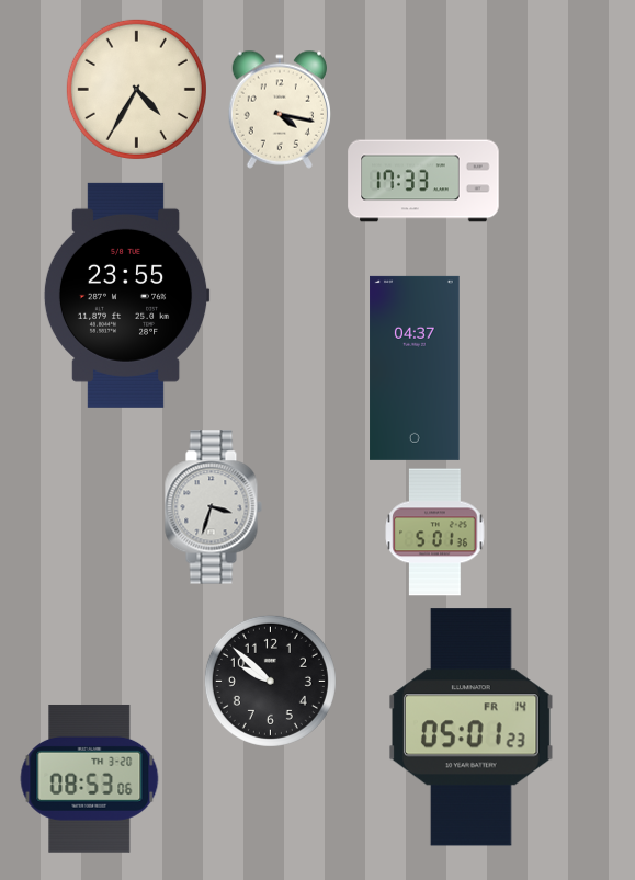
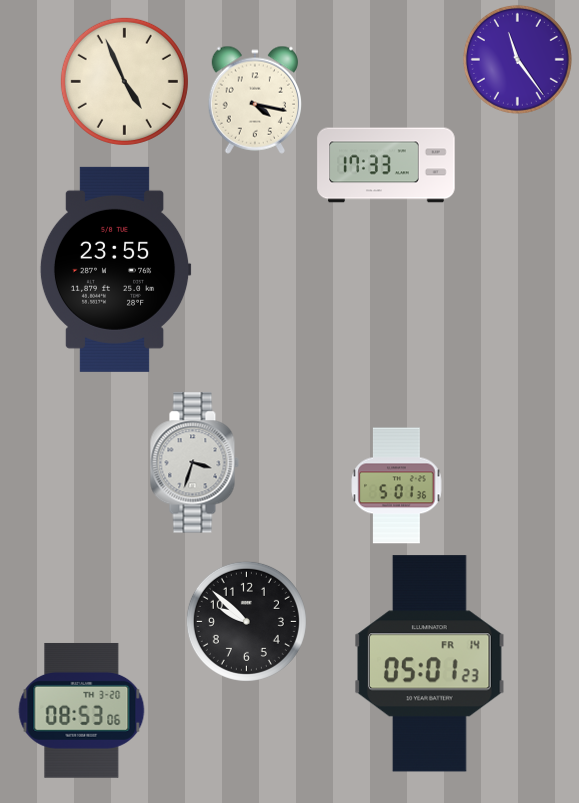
clock at (517, 59): none -> 11:24
clock at (136, 89): 4:35 -> 4:56
clock at (415, 368): 04:37 -> none
